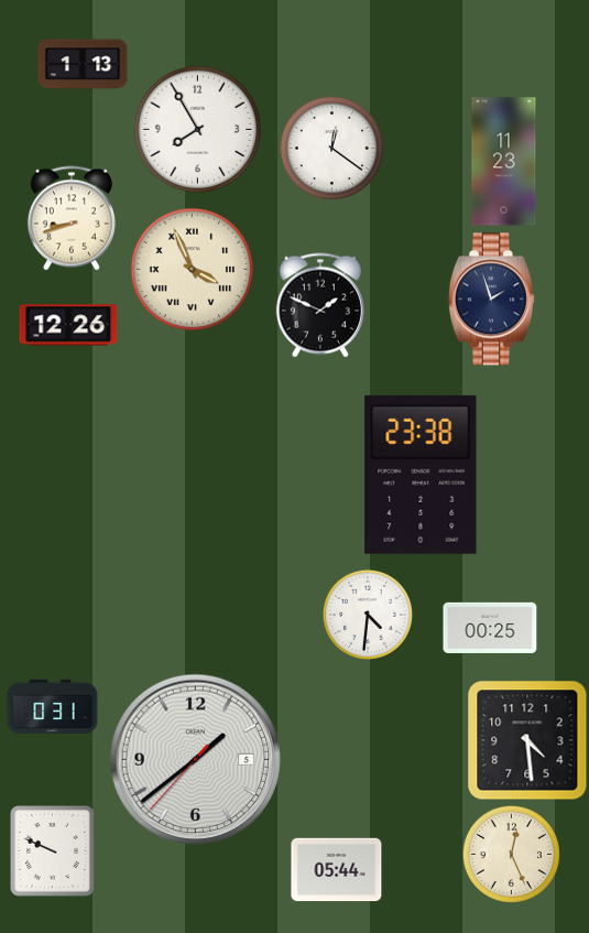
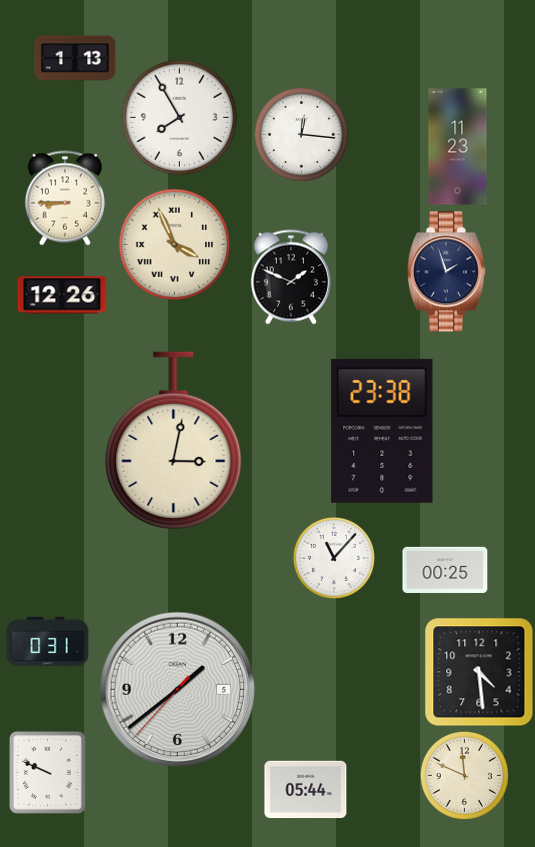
clock at (331, 148): 12:21 -> 12:16
clock at (72, 218): 8:42 -> 8:45
clock at (174, 440): none -> 3:02
clock at (368, 615): 4:31 -> 11:07
clock at (511, 854): 12:26 -> 11:49
